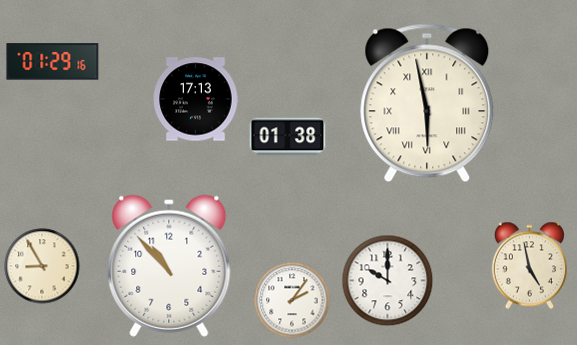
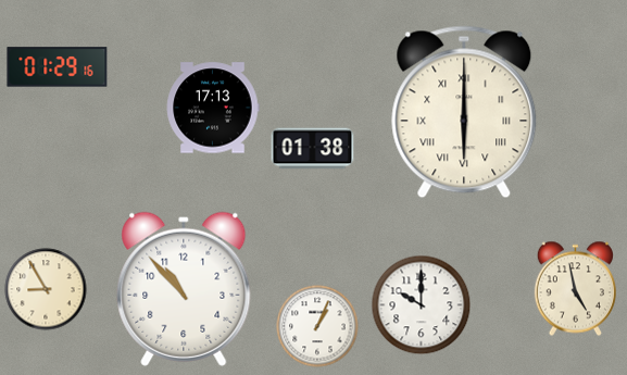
clock at (427, 103): 5:58 -> 6:00
clock at (292, 300): 2:06 -> 1:04
